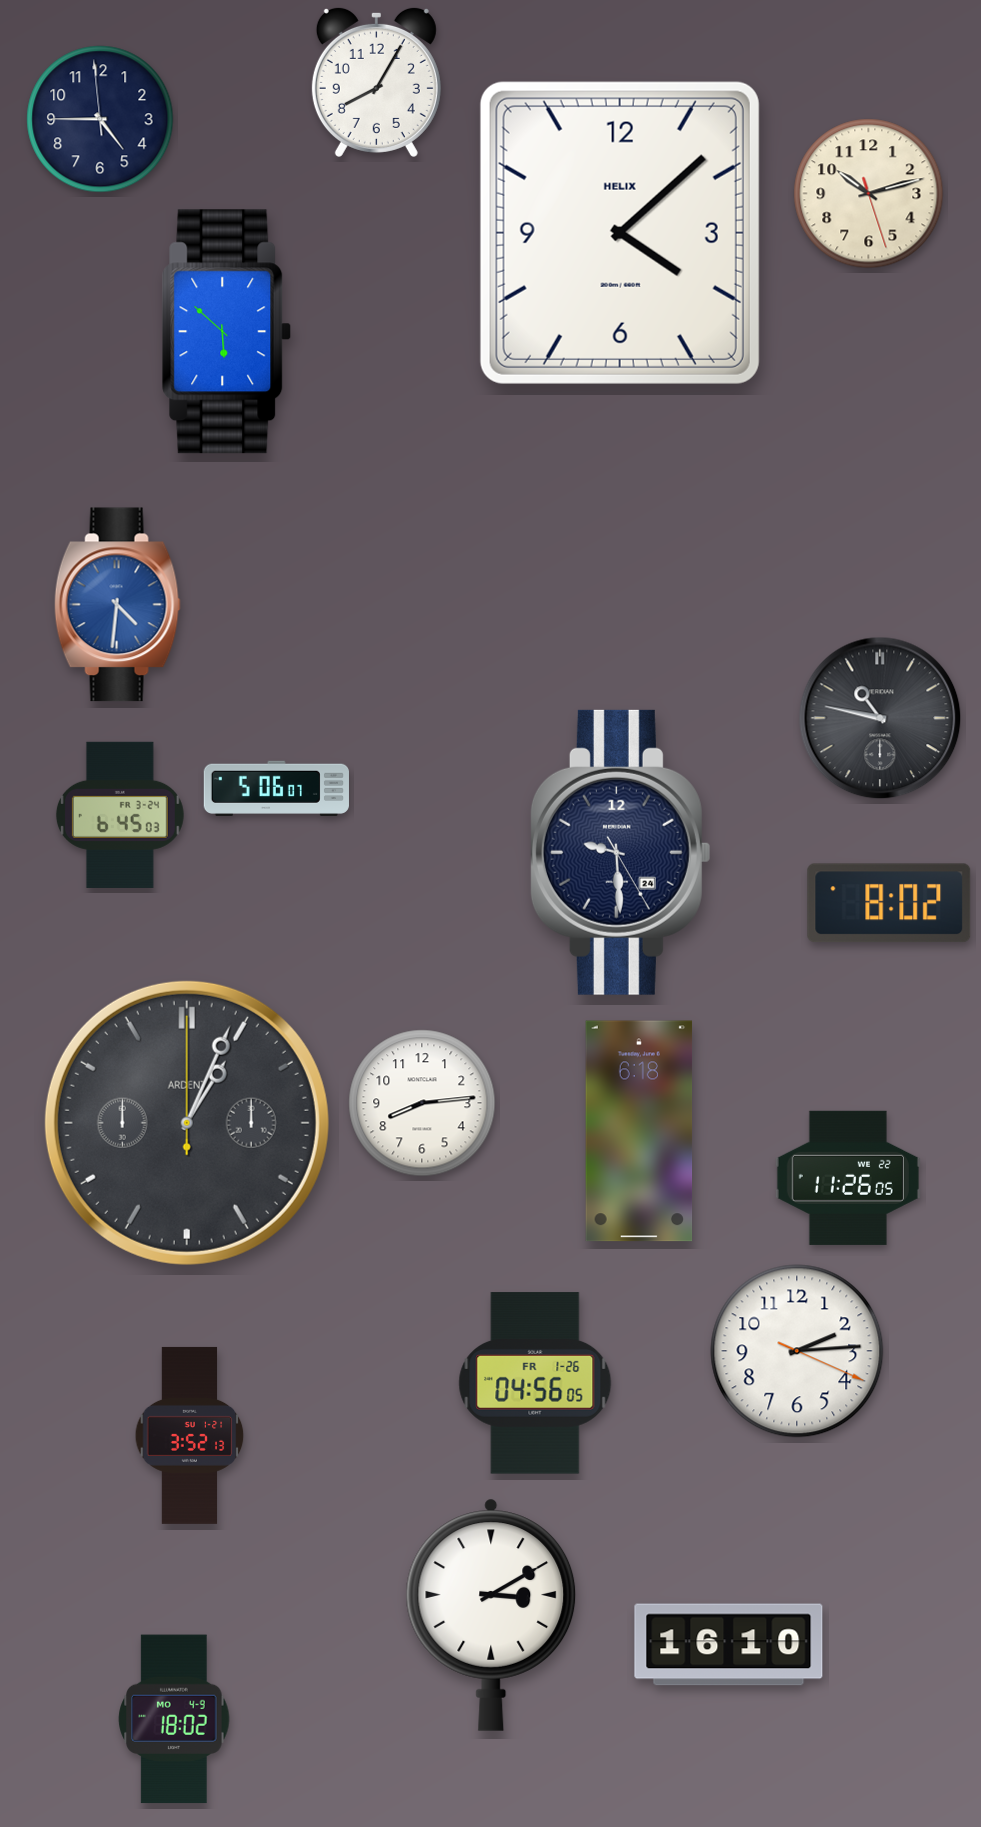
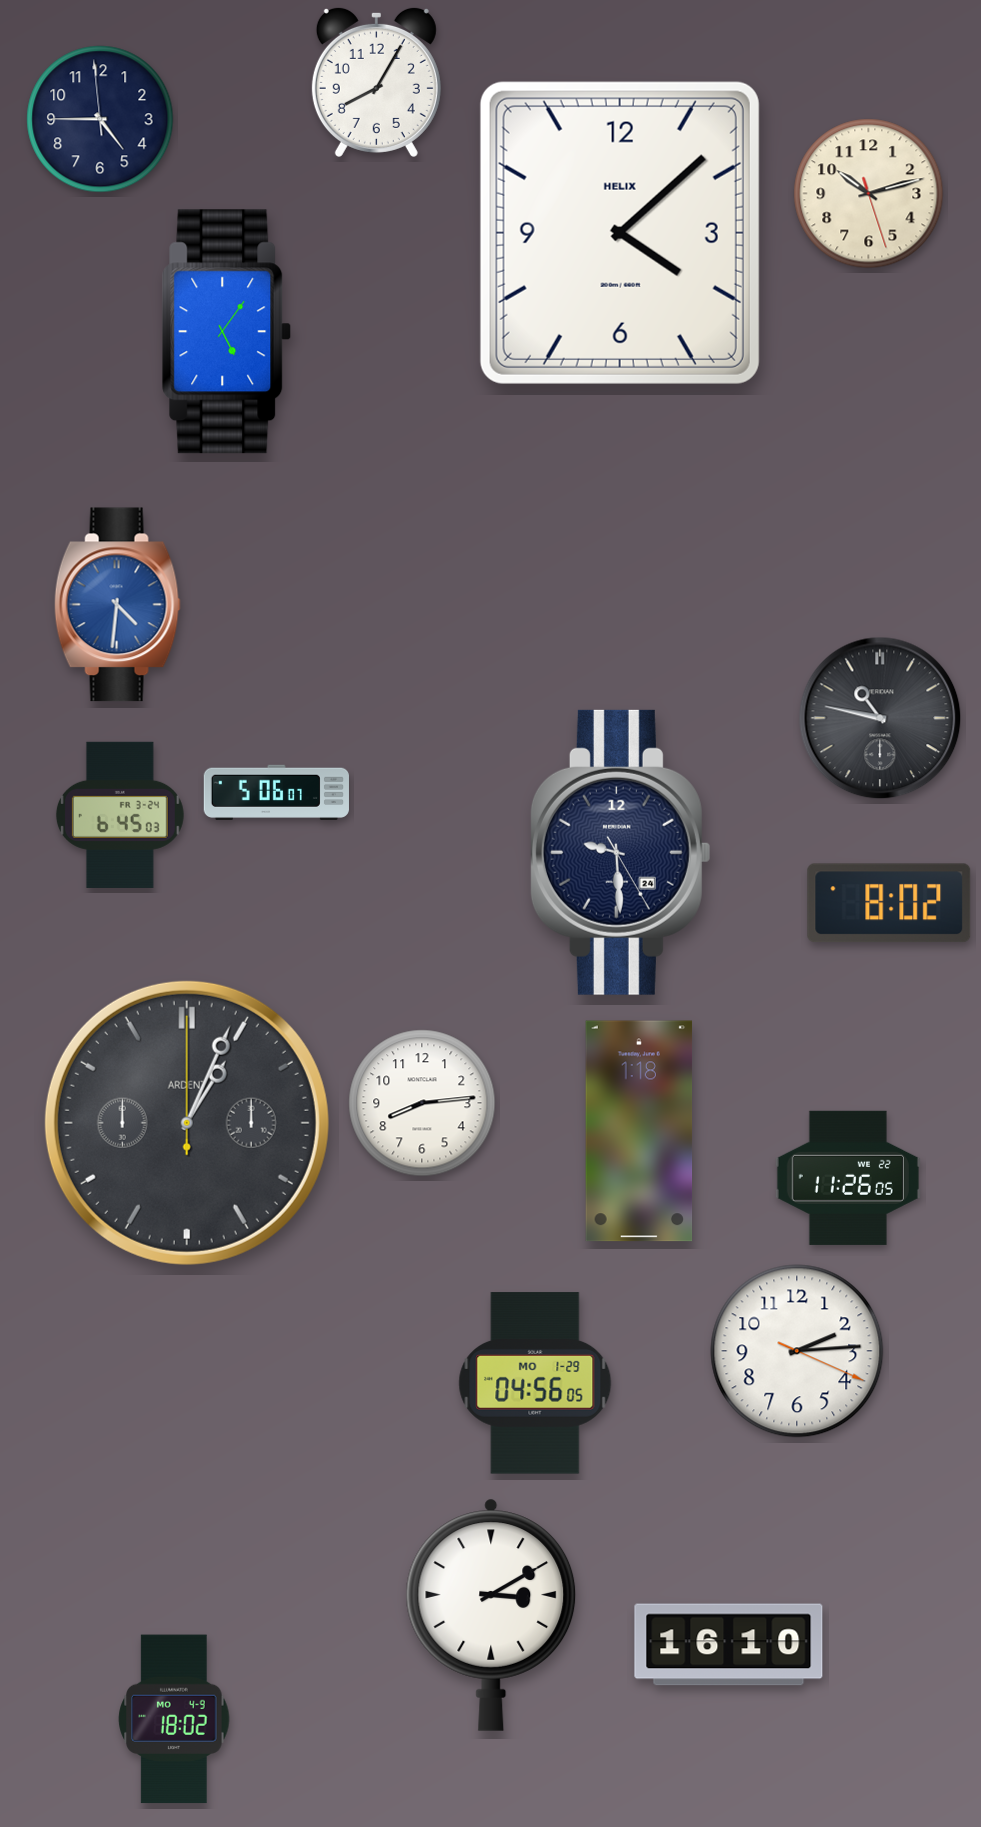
clock at (227, 332): 5:52 -> 5:06
clock at (276, 788) position: (276, 788) -> (276, 792)
clock at (639, 1131): 6:18 -> 1:18
clock at (535, 1383) date: FR 1-26 -> MO 1-29
clock at (190, 1435): 3:52 -> none
